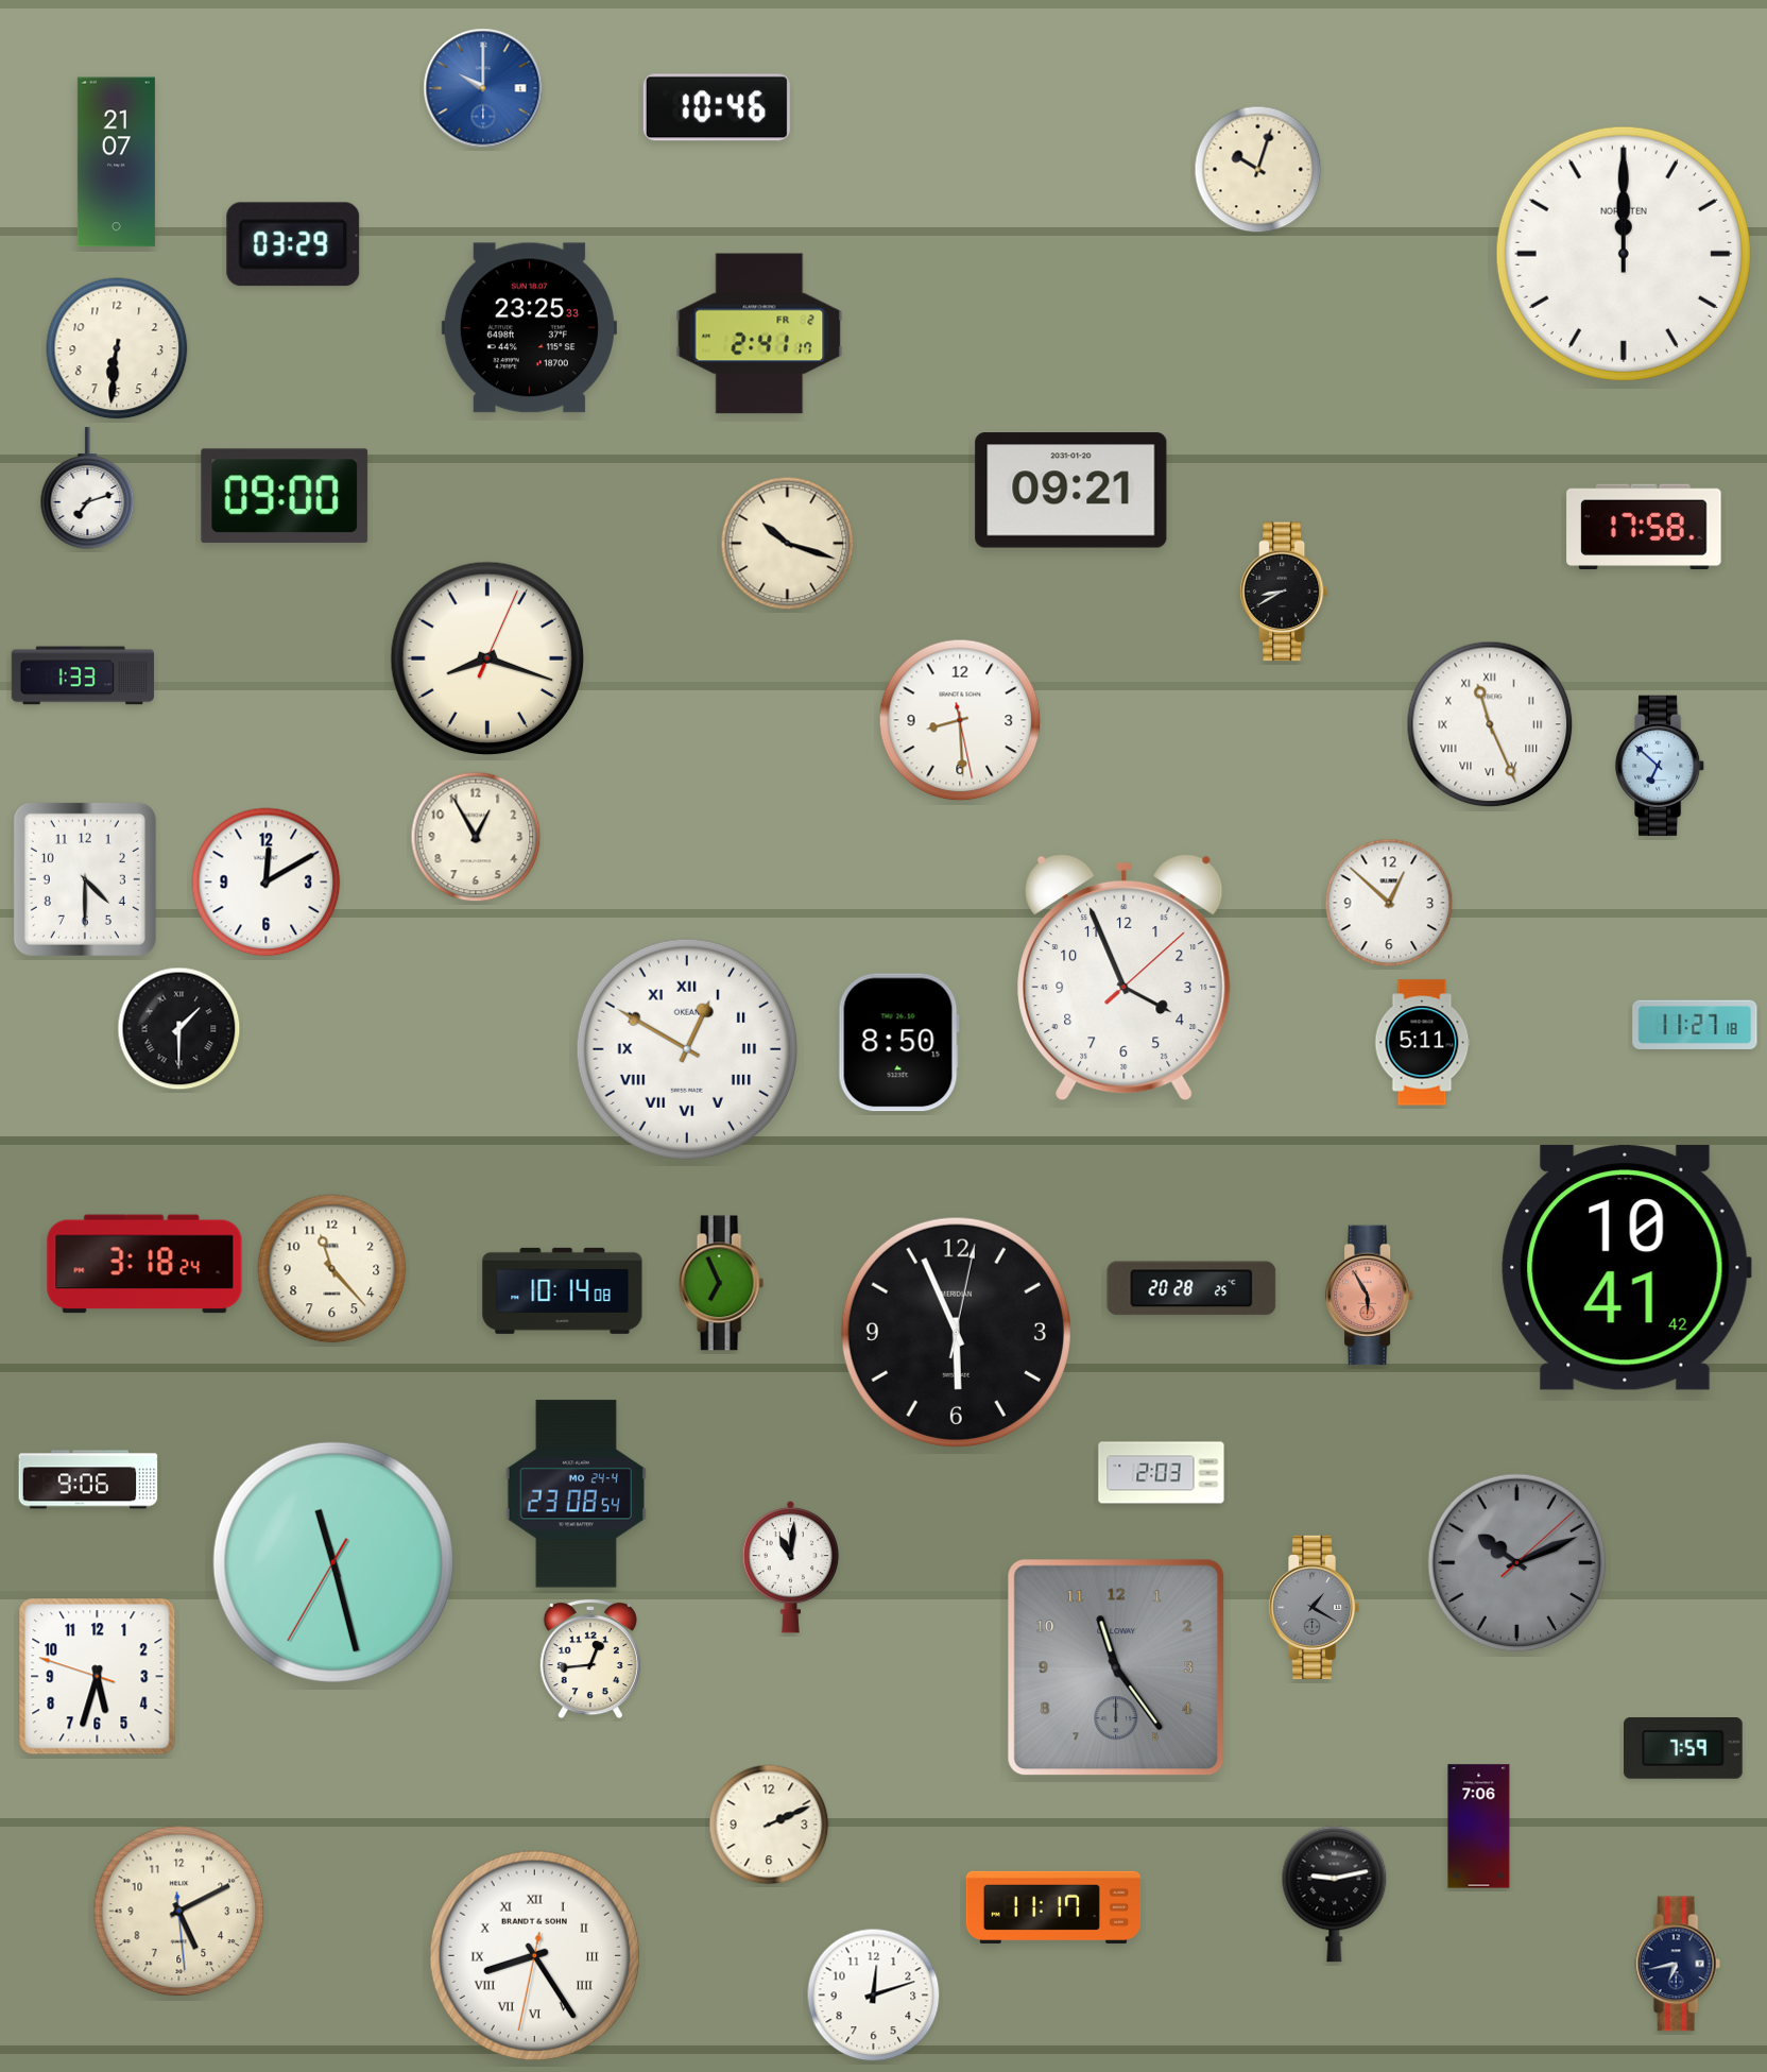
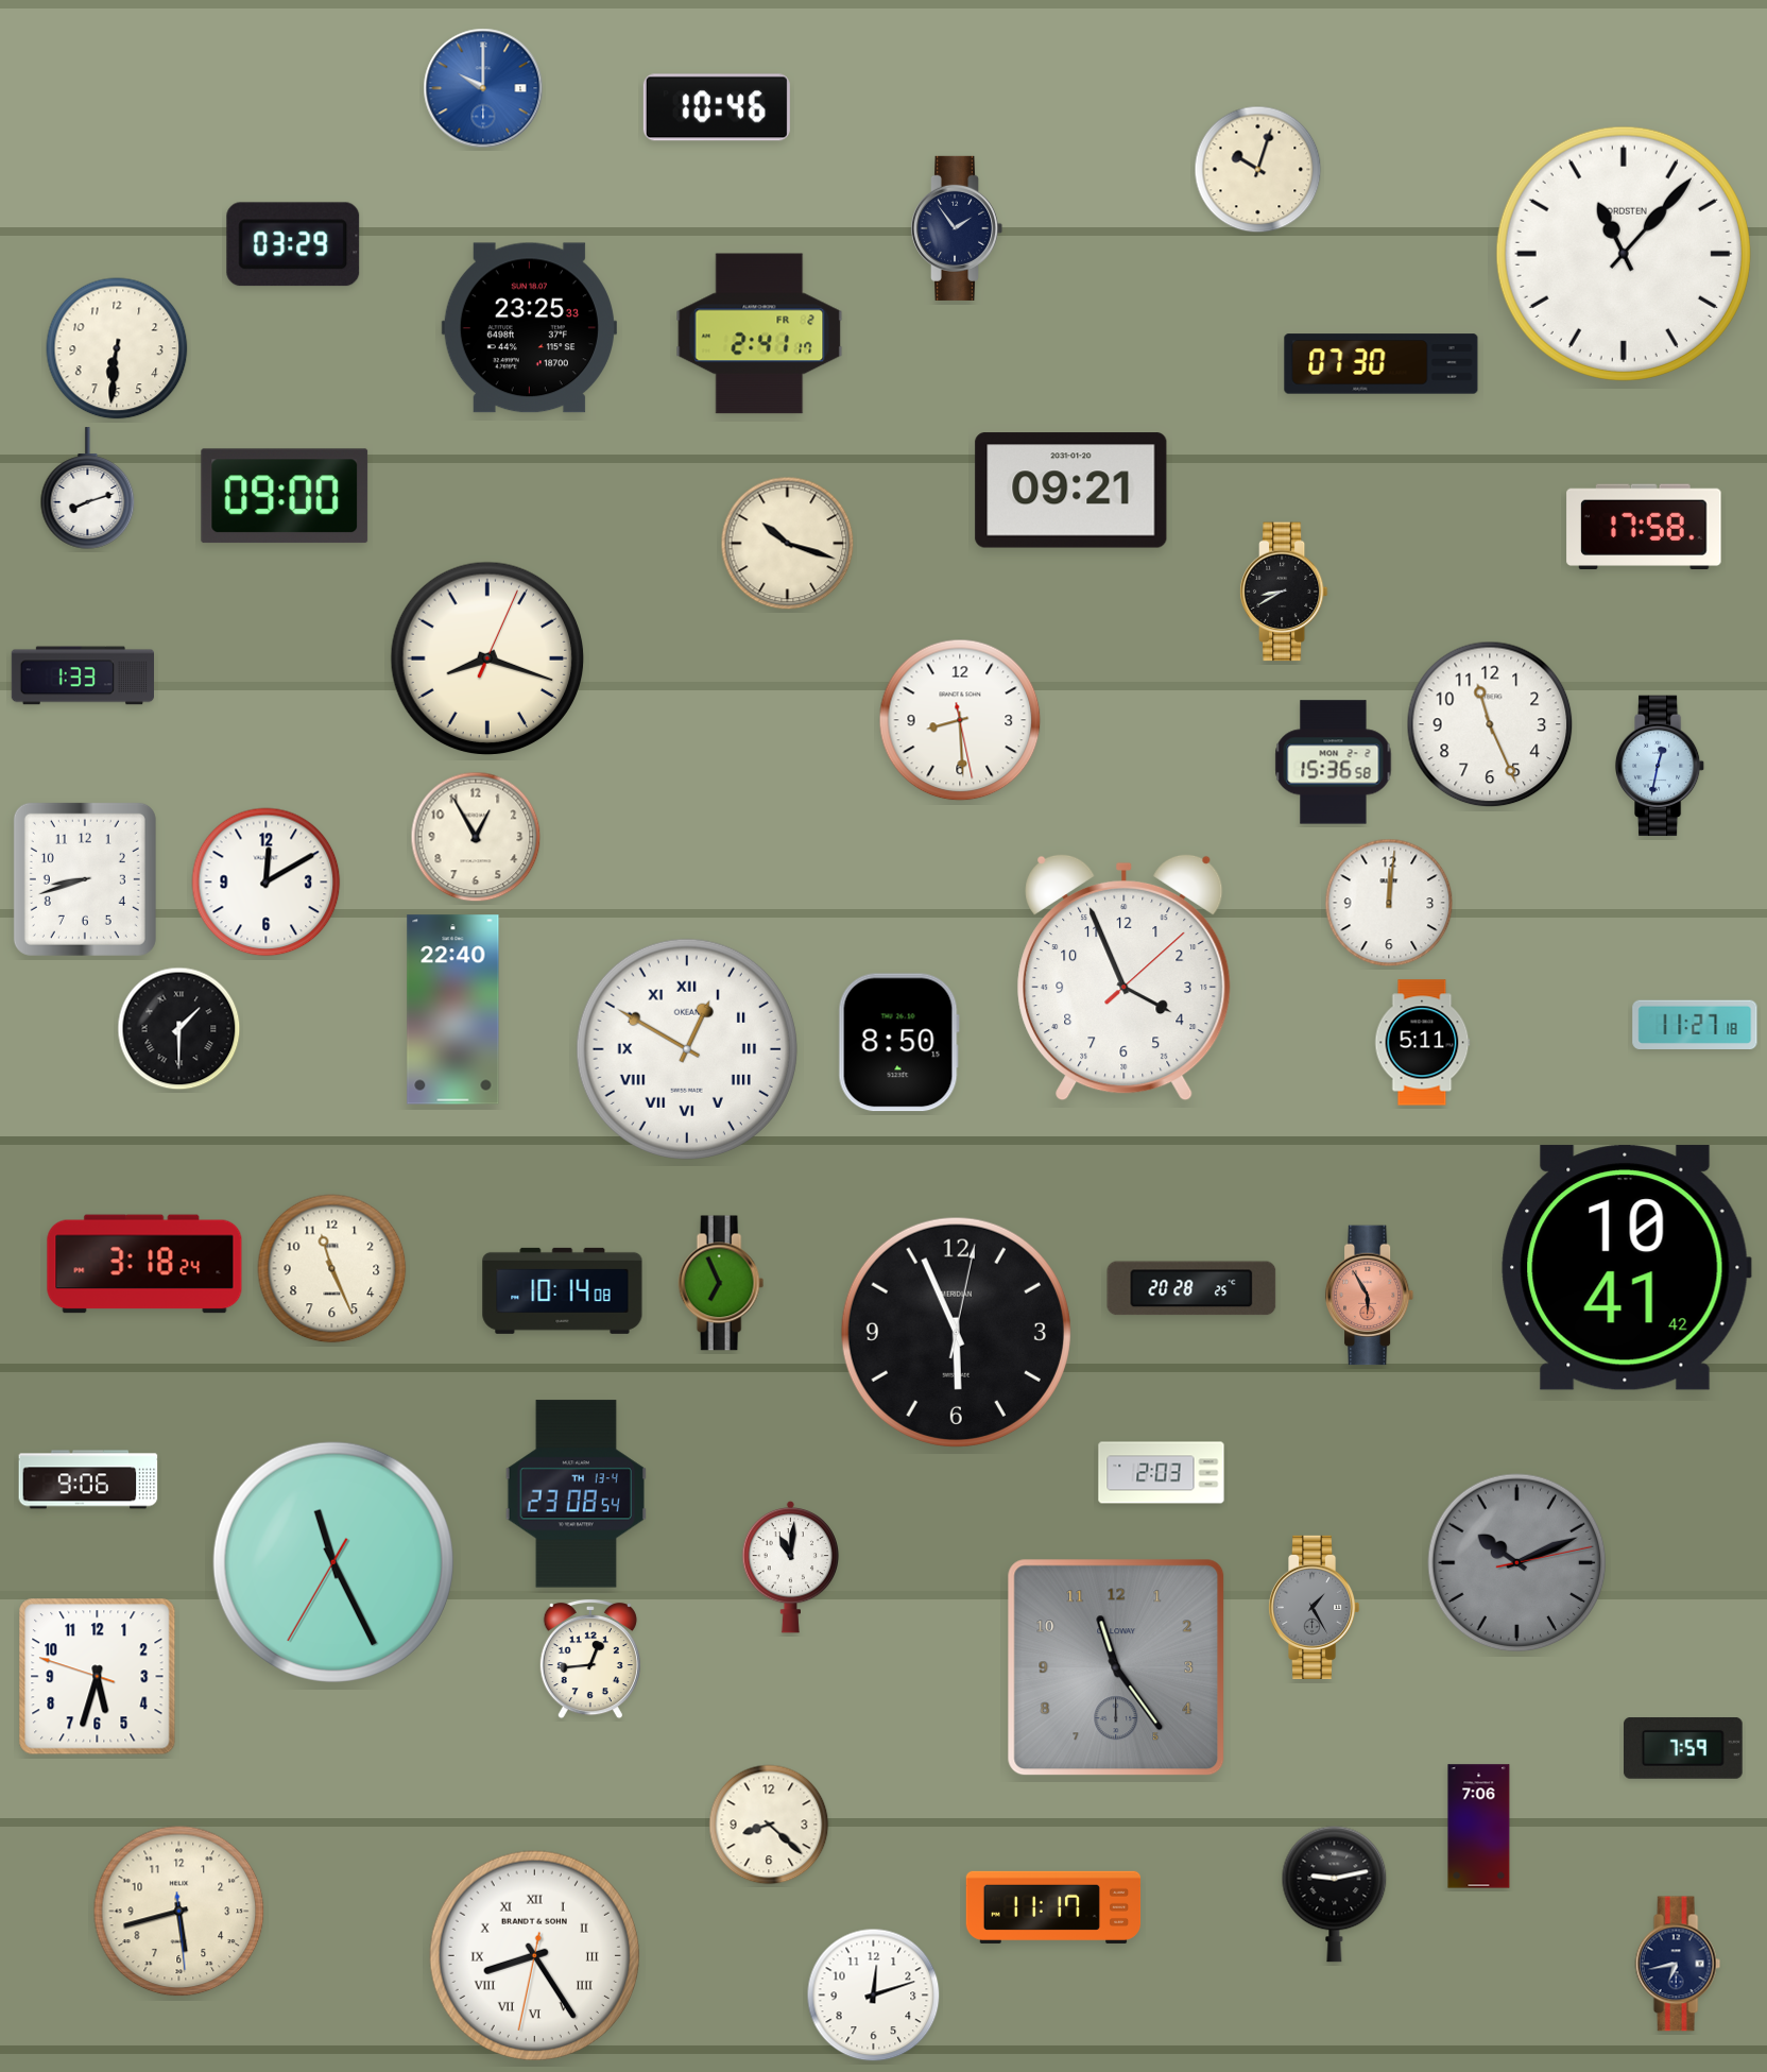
clock at (116, 162): 21:07 -> none
clock at (957, 228): none -> 1:54
clock at (1624, 254): 12:00 -> 11:07
clock at (1382, 364): none -> 07:30
clock at (88, 489): 7:12 -> 8:12
clock at (1490, 724) numerals: Roman -> Arabic
clock at (1334, 763): none -> 15:36
clock at (1660, 766): 6:52 -> 12:32
clock at (85, 879): 4:30 -> 8:42
clock at (1389, 903): 12:52 -> 12:01
clock at (453, 1010): none -> 22:40
clock at (332, 1269): 11:23 -> 11:26
clock at (576, 1494) date: MO 24-4 -> TH 13-4
clock at (333, 1562): 11:27 -> 11:25
clock at (1517, 1563): 10:11:08 -> 10:11:13
clock at (1314, 1607): 1:20 -> 1:25
clock at (769, 1825): 2:11 -> 8:22
clock at (179, 1912): 5:10 -> 5:42
